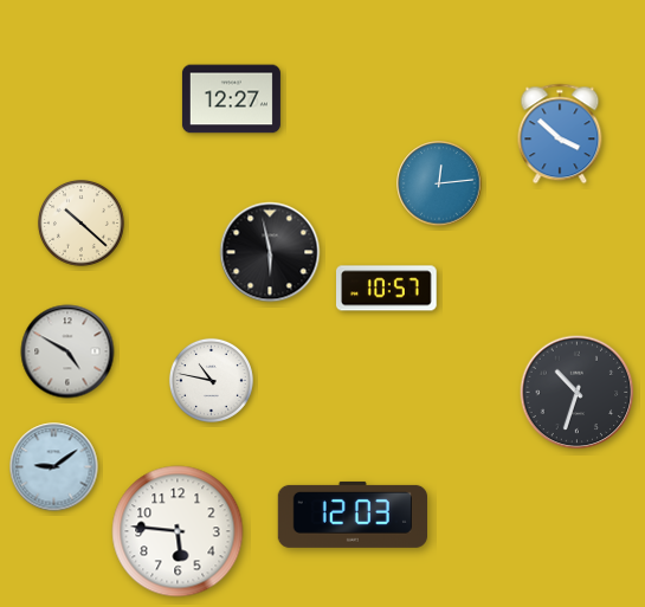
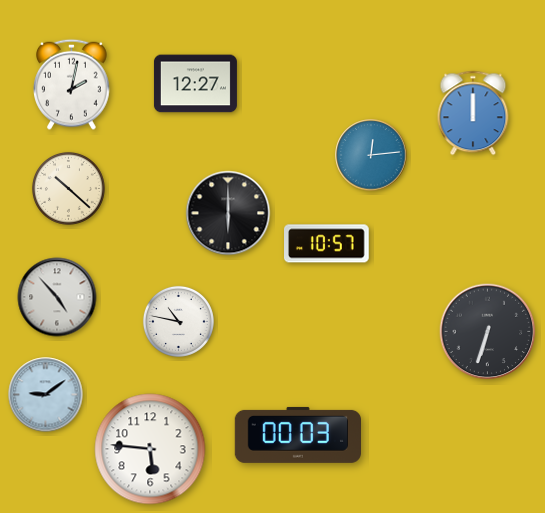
clock at (72, 84): none -> 2:02
clock at (560, 134): 3:52 -> 12:00
clock at (270, 252): 5:58 -> 6:00
clock at (67, 351): 4:50 -> 4:53
clock at (578, 393): 10:33 -> 6:33
clock at (351, 515): 12:03 -> 00:03
